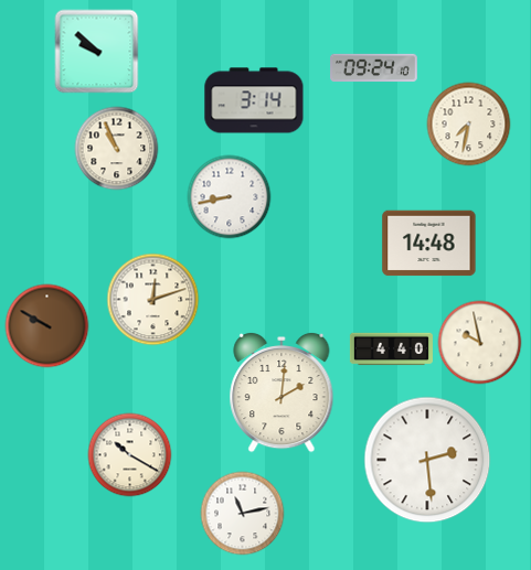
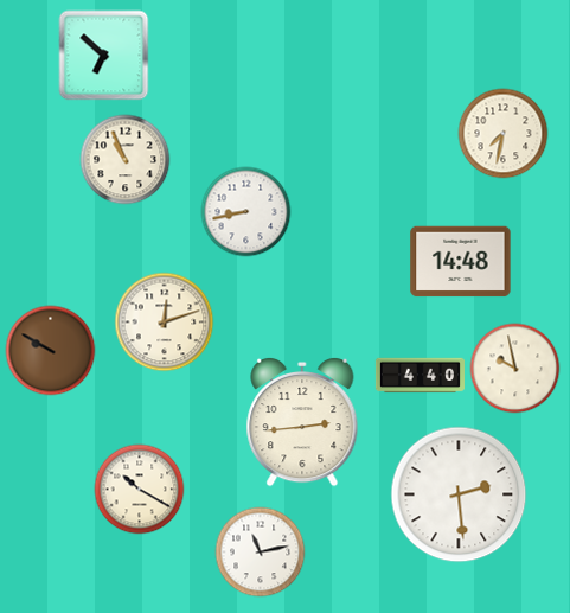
clock at (97, 52): 9:52 -> 6:52
clock at (374, 68): 09:24 -> none
clock at (254, 100): 3:14 -> none
clock at (282, 392): 2:01 -> 2:44
